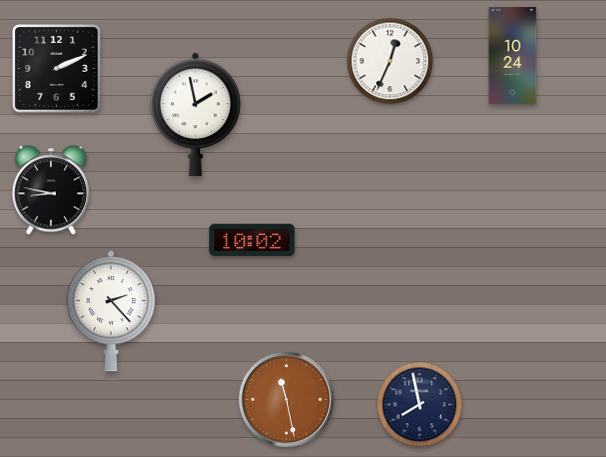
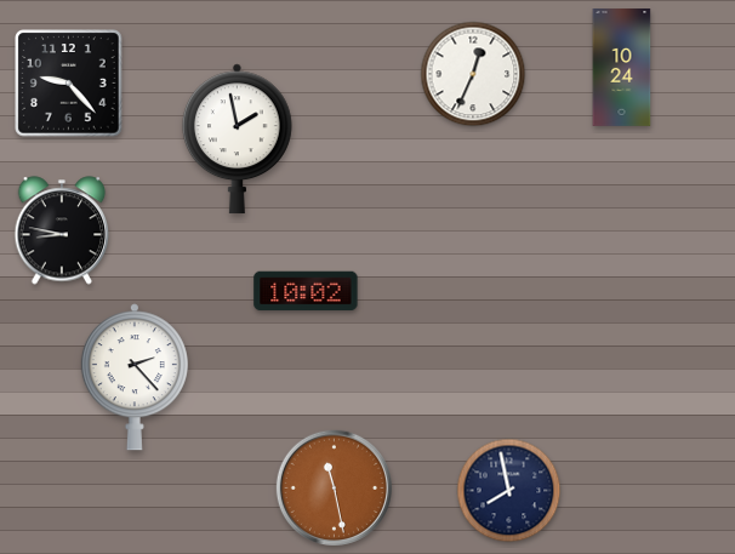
clock at (57, 69): 2:11 -> 9:23
clock at (286, 399) position: (286, 399) -> (334, 487)
